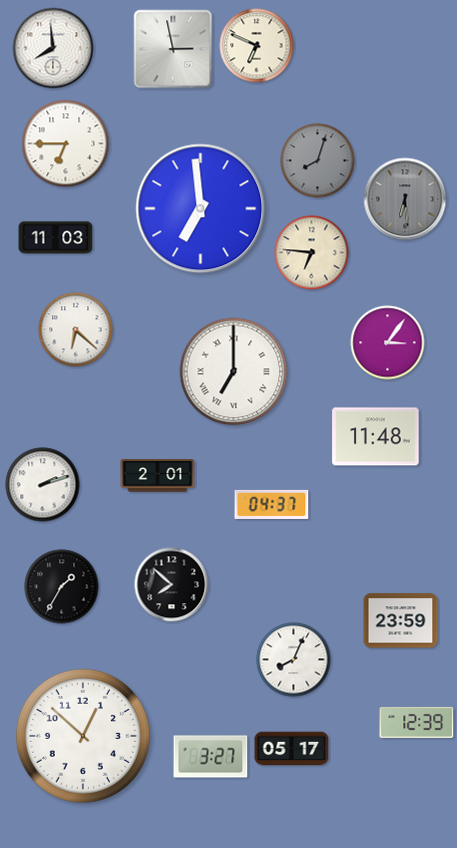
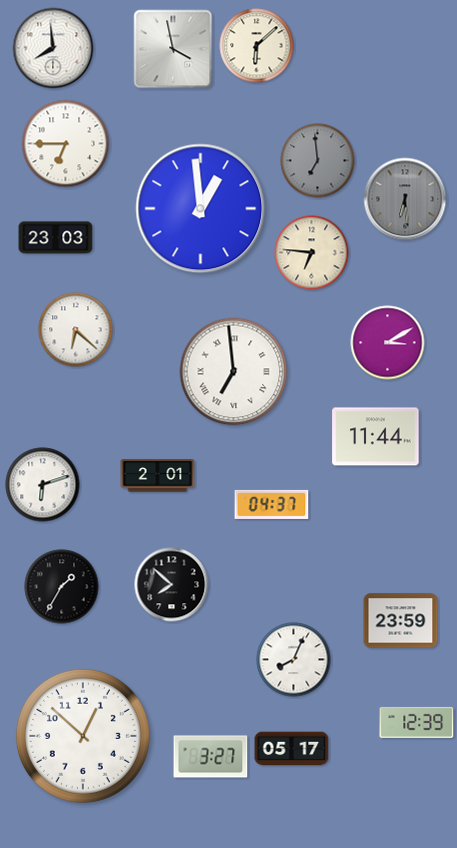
clock at (257, 46): 6:49 -> 6:08
clock at (173, 49): 2:58 -> 3:58
clock at (318, 161): 8:03 -> 6:59
clock at (201, 209): 6:59 -> 12:59
clock at (56, 238): 11:03 -> 23:03
clock at (388, 343): 3:06 -> 3:10
clock at (234, 372): 7:00 -> 6:59
clock at (376, 437): 11:48 -> 11:44
clock at (43, 485): 2:12 -> 6:12
